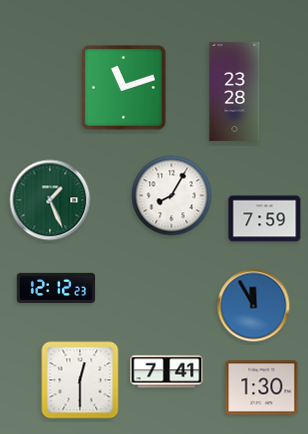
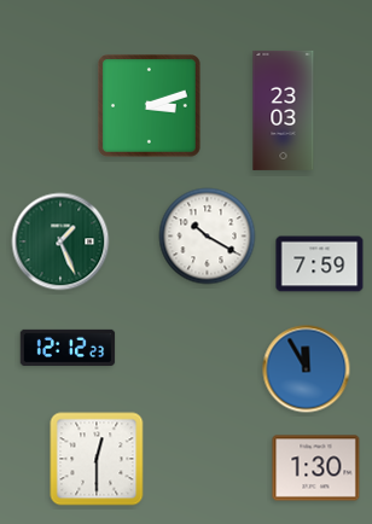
clock at (124, 88): 11:12 -> 3:12
clock at (235, 91): 23:28 -> 23:03
clock at (172, 196): 8:05 -> 10:20
clock at (167, 372): 7:41 -> none
